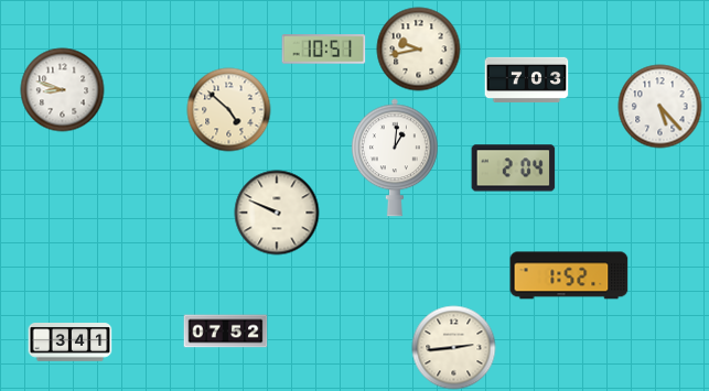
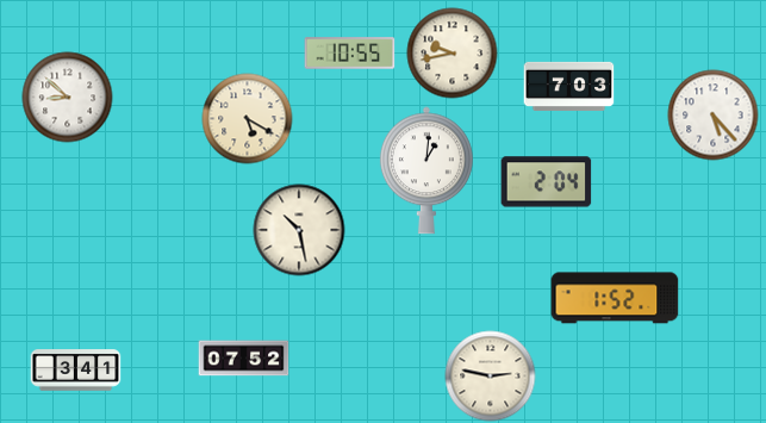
clock at (324, 50): 10:51 -> 10:55
clock at (63, 90): 8:48 -> 8:52
clock at (229, 110): 4:52 -> 5:20
clock at (514, 169) position: (514, 169) -> (547, 182)
clock at (277, 213): 9:49 -> 10:28
clock at (454, 348): 2:44 -> 2:47
